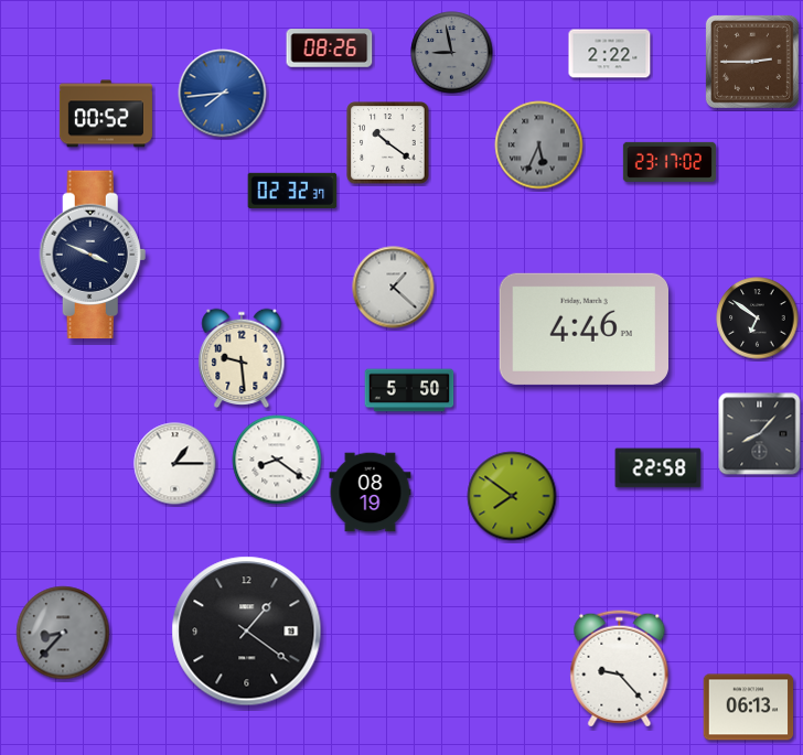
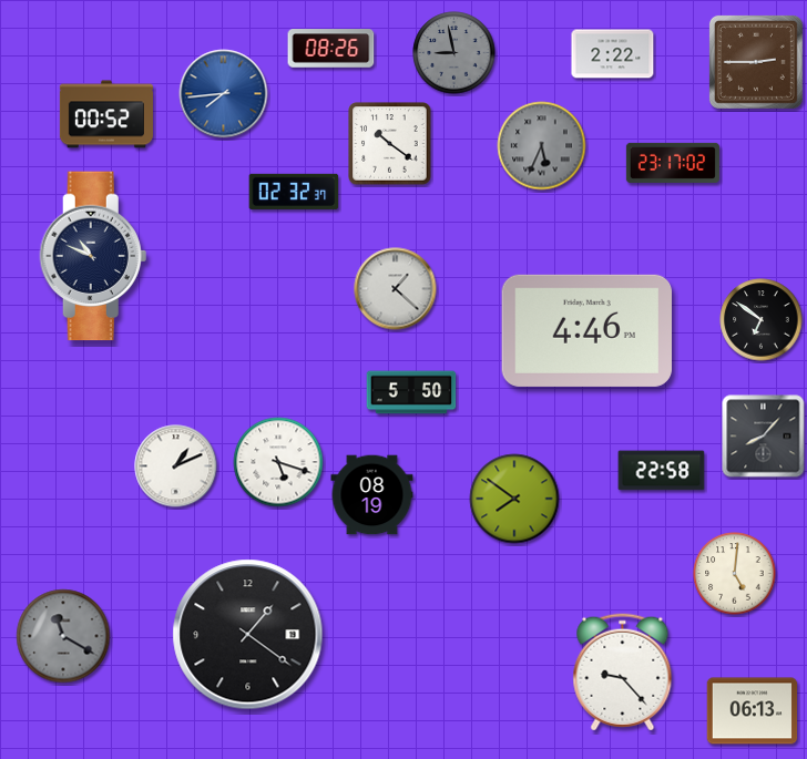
clock at (93, 255): 3:49 -> 10:49
clock at (242, 358): 9:29 -> none
clock at (277, 460): 8:21 -> 5:18
clock at (175, 464): 1:15 -> 1:11
clock at (735, 574): none -> 5:01
clock at (63, 633): 8:37 -> 11:20
